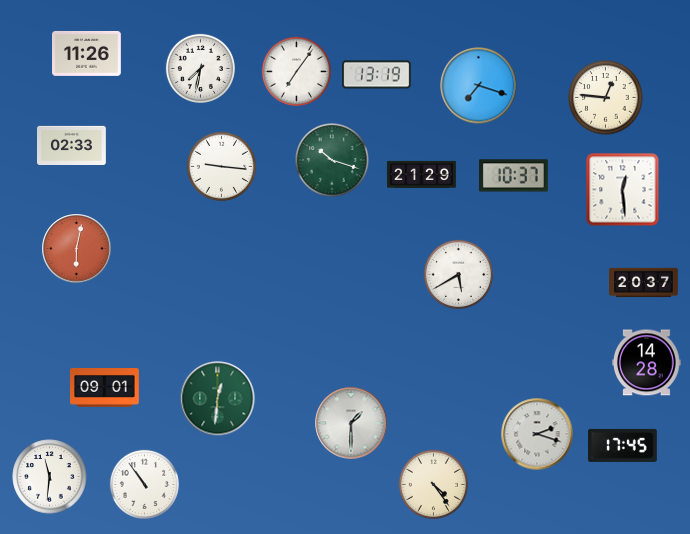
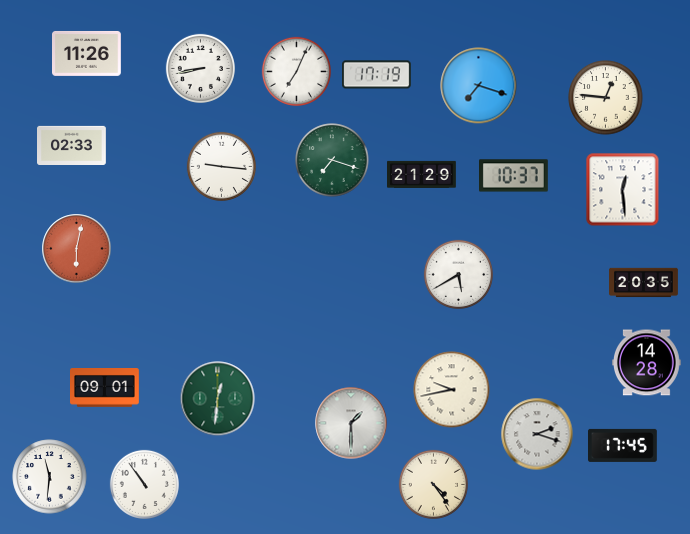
clock at (200, 68): 7:32 -> 8:43
clock at (296, 71): 7:06 -> 7:04
clock at (377, 75): 13:19 -> 17:19
clock at (332, 160): 10:18 -> 7:18
clock at (644, 283): 20:37 -> 20:35
clock at (452, 390): none -> 9:43
